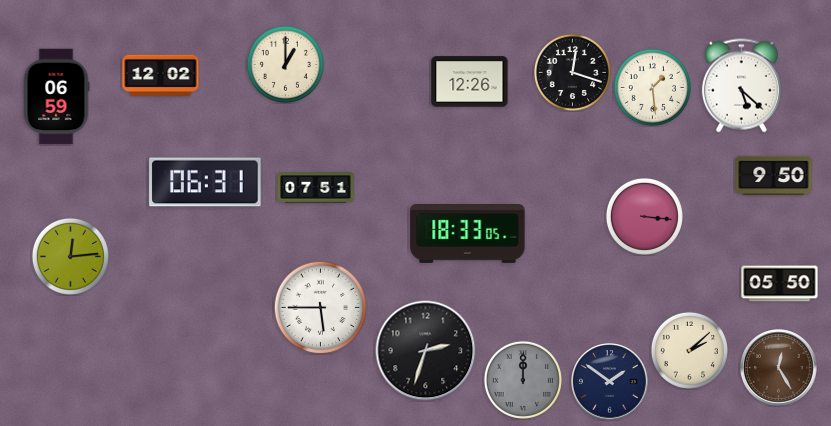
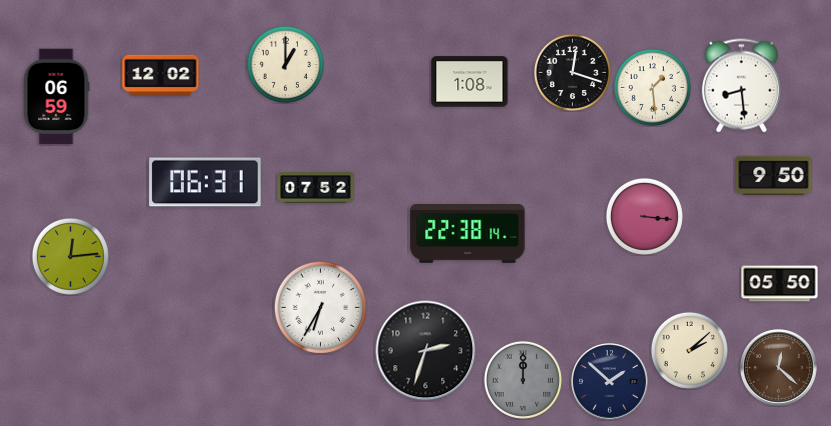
clock at (470, 82): 12:26 -> 1:08
clock at (741, 86): 5:22 -> 8:29
clock at (316, 188): 07:51 -> 07:52
clock at (468, 234): 18:33 -> 22:38
clock at (320, 307): 5:45 -> 6:35
clock at (779, 368): 12:25 -> 12:22
clock at (610, 382): 1:51 -> 1:52
